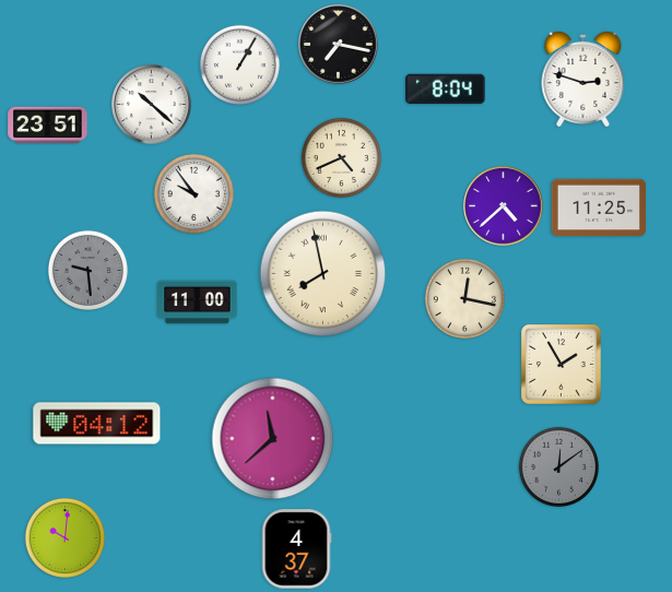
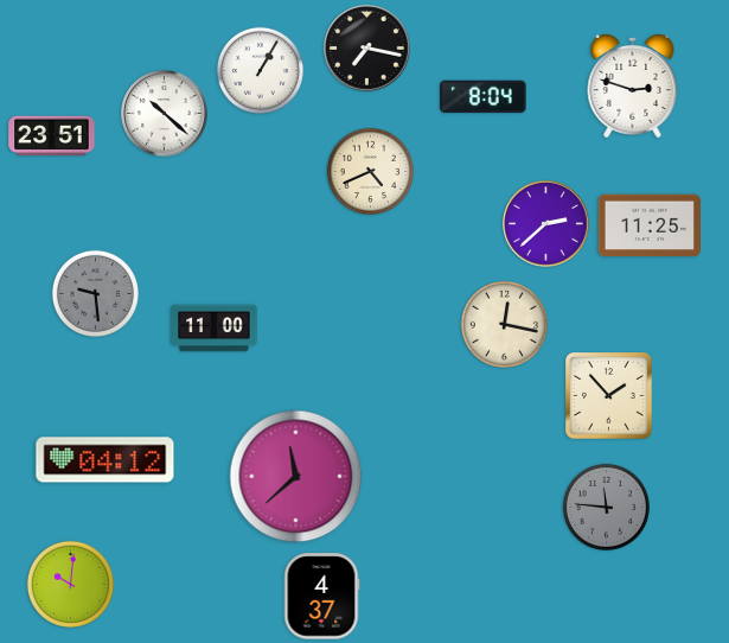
clock at (193, 193): 9:54 -> none
clock at (504, 206): 4:38 -> 2:38
clock at (323, 274): 7:58 -> none
clock at (562, 365): 1:55 -> 1:53
clock at (558, 466): 12:09 -> 11:46
